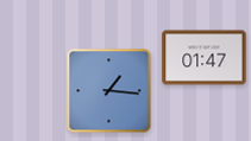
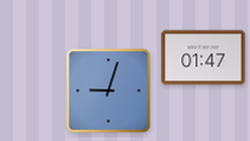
clock at (109, 91): 1:16 -> 9:03
